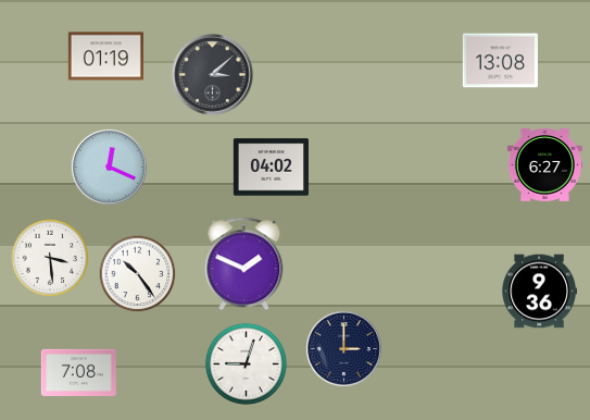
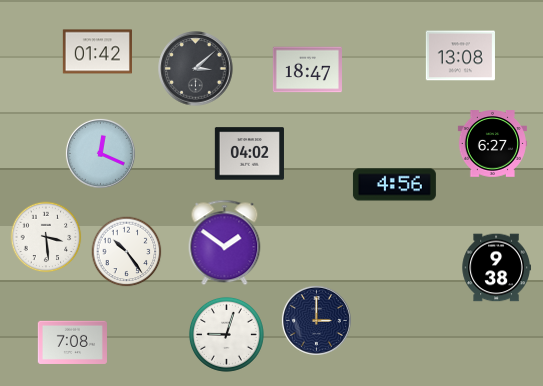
clock at (105, 57): 01:19 -> 01:42
clock at (307, 70): none -> 18:47
clock at (544, 165) position: (544, 165) -> (492, 144)
clock at (394, 185): none -> 4:56
clock at (244, 264): 1:49 -> 1:51
clock at (539, 292): 9:36 -> 9:38
